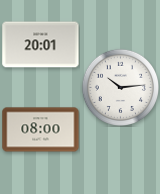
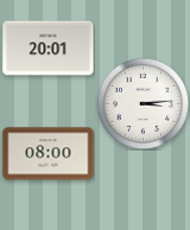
clock at (41, 45) position: (41, 45) -> (49, 49)
clock at (120, 87): 10:14 -> 3:14
